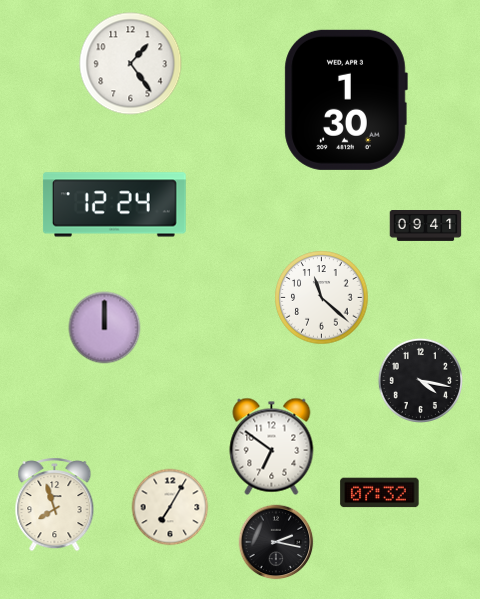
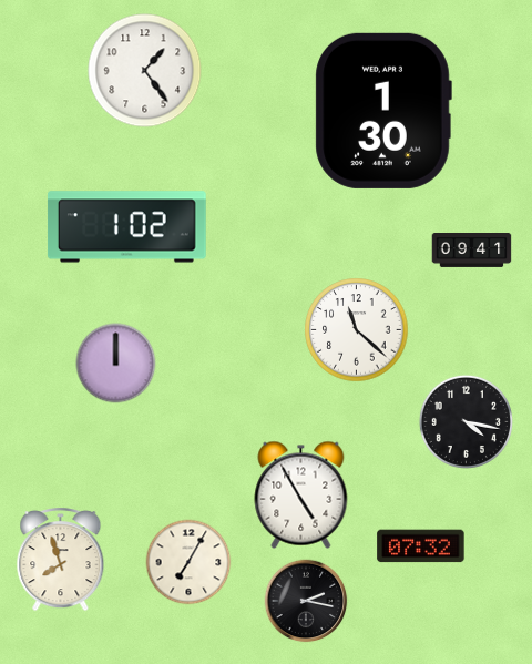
clock at (114, 205): 12:24 -> 1:02
clock at (272, 446): 6:51 -> 4:55
